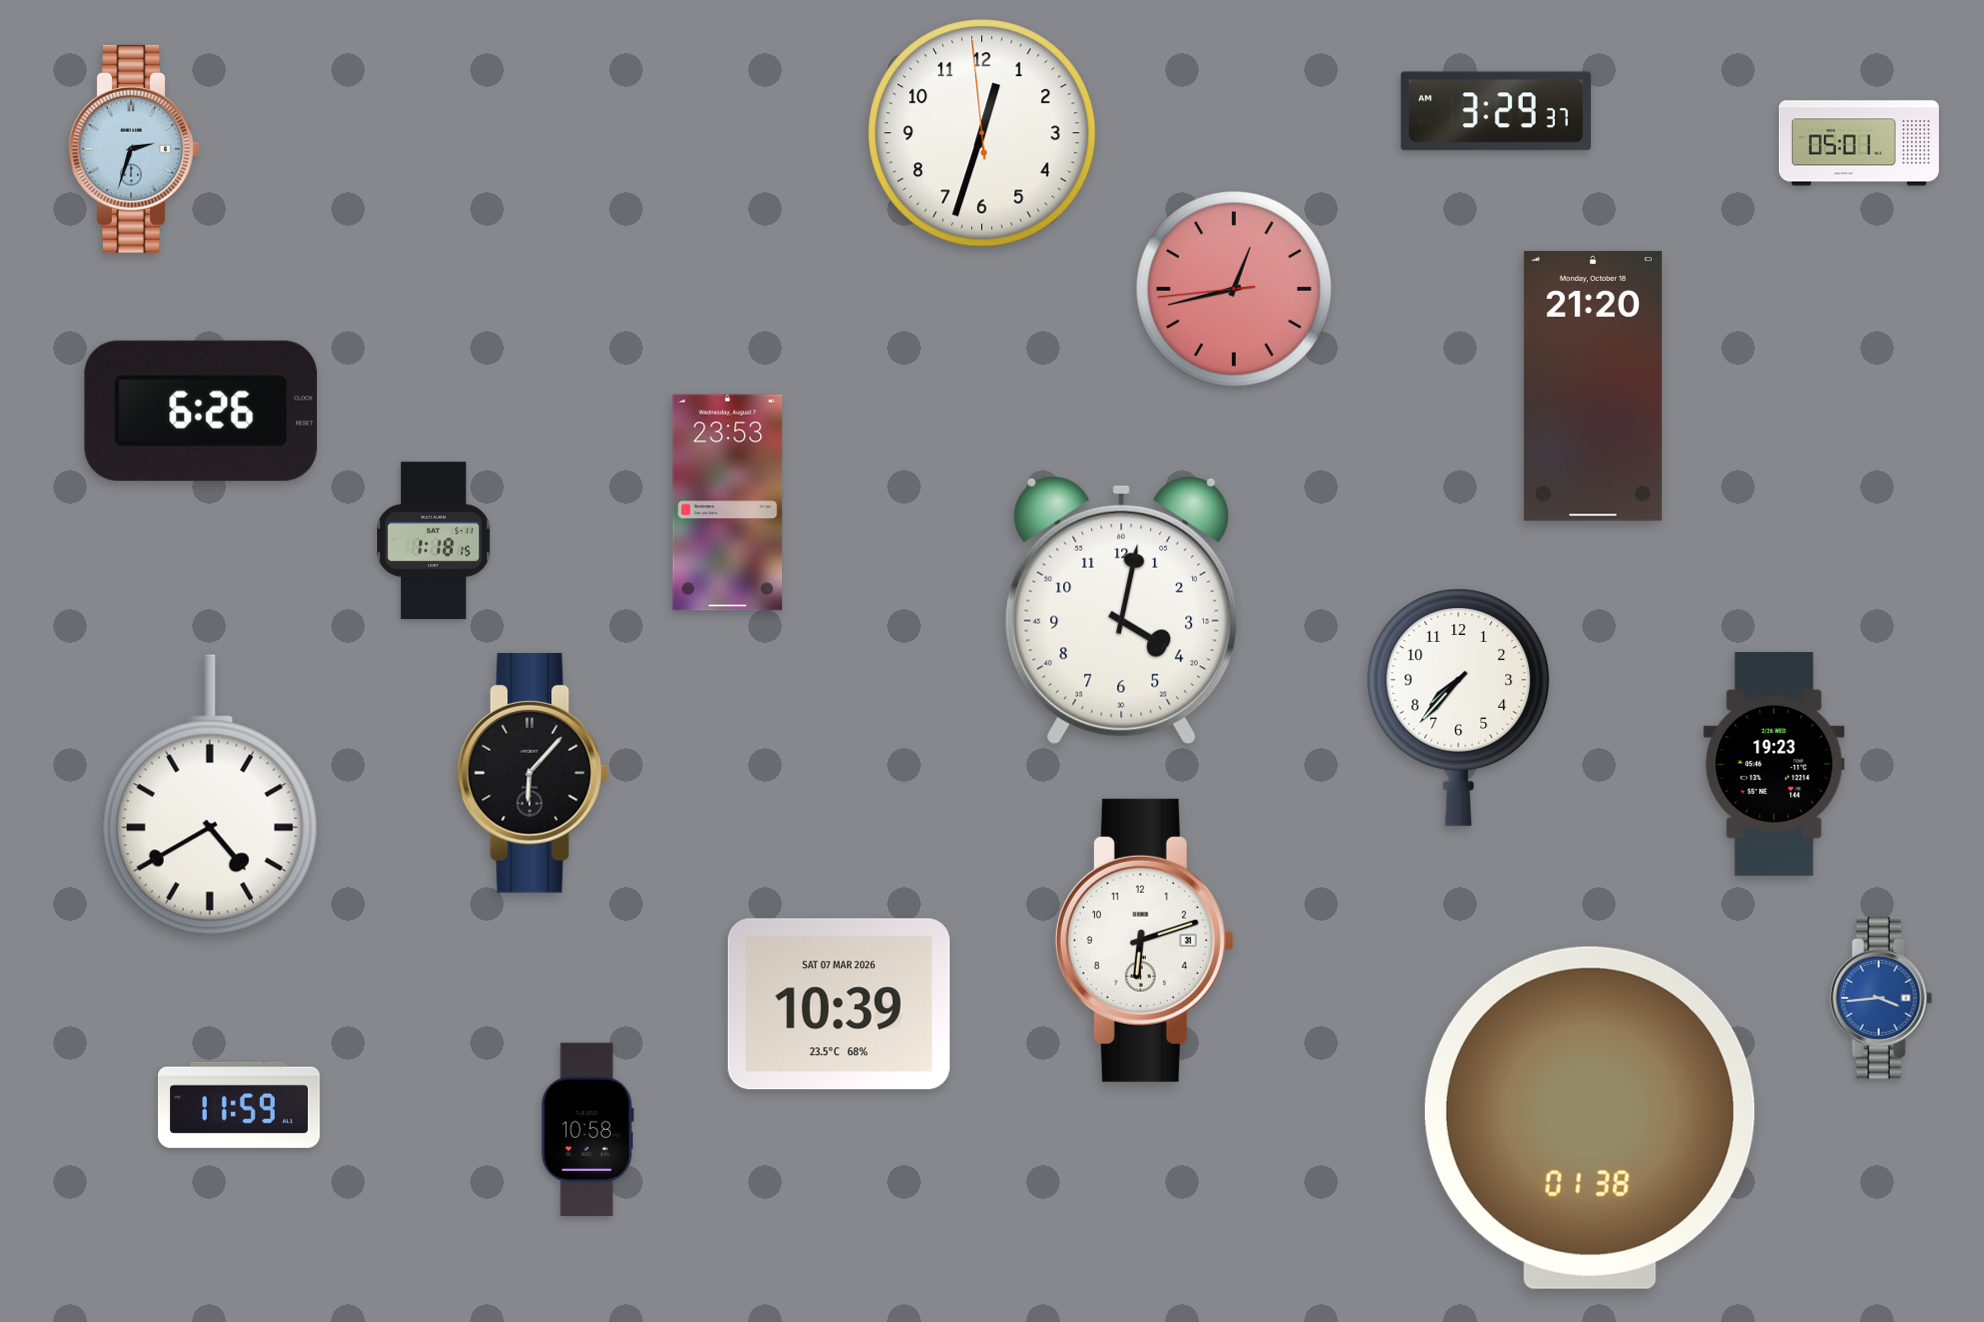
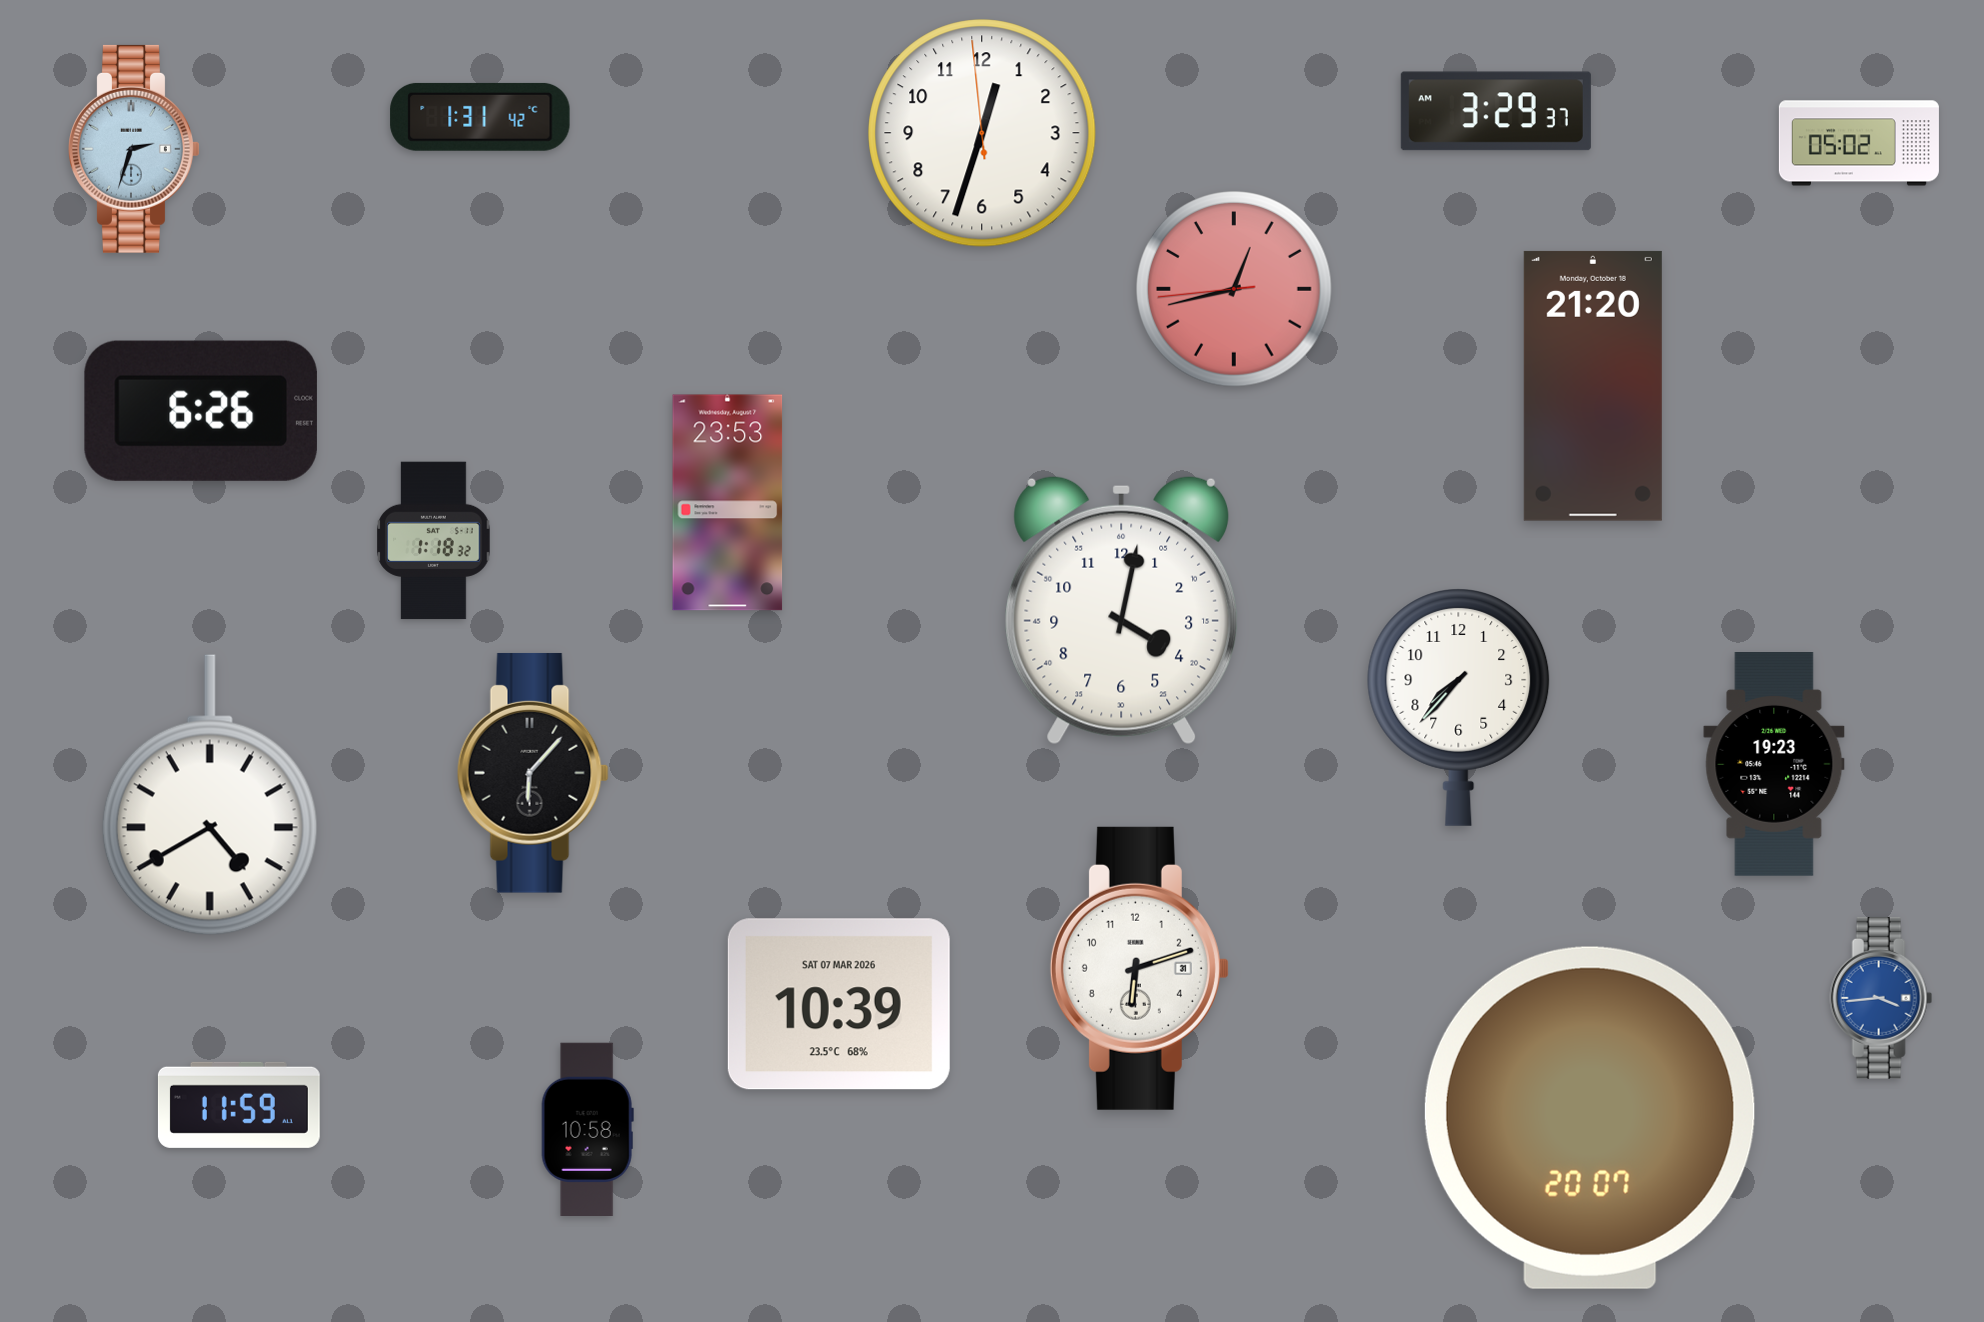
clock at (480, 117): none -> 1:31
clock at (1859, 143): 05:01 -> 05:02
clock at (434, 541): 1:18:15 -> 1:18:32
clock at (1144, 940) position: (1144, 940) -> (1139, 968)
clock at (1590, 1118): 01:38 -> 20:07
